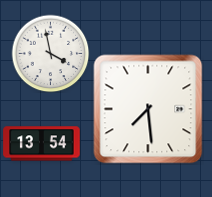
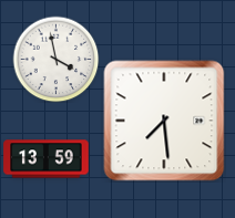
clock at (42, 144): 13:54 -> 13:59
